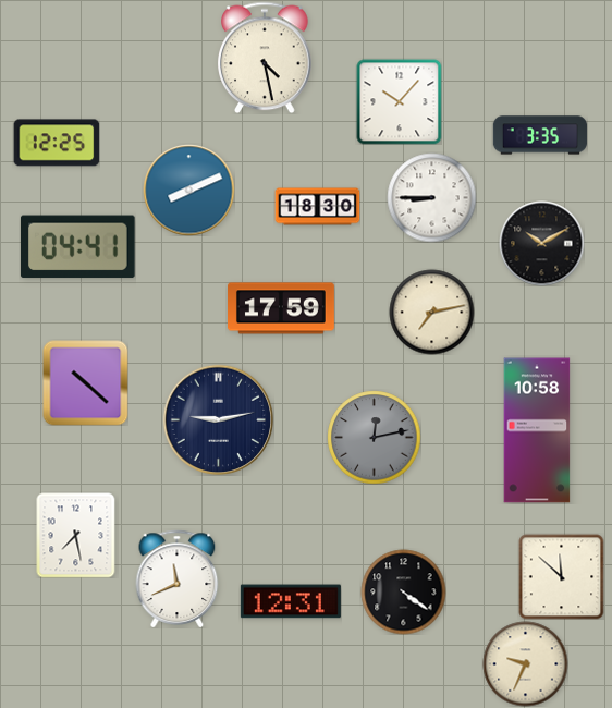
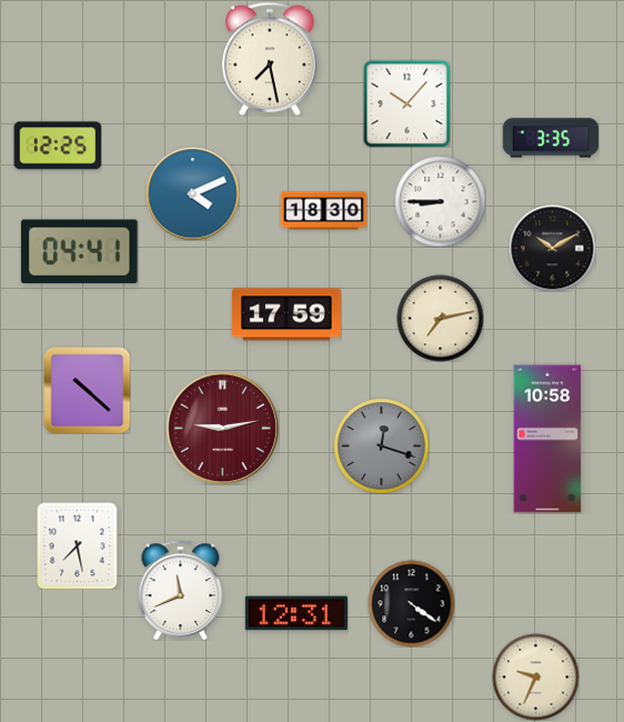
clock at (265, 58): 4:28 -> 7:28
clock at (188, 190): 8:11 -> 4:11
clock at (218, 419) dial: navy -> burgundy
clock at (374, 437): 12:13 -> 12:18
clock at (561, 576): 11:52 -> none
